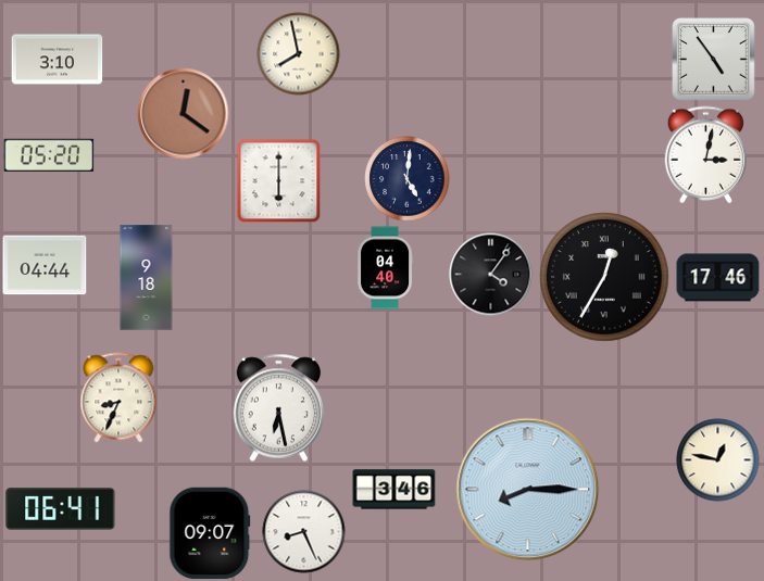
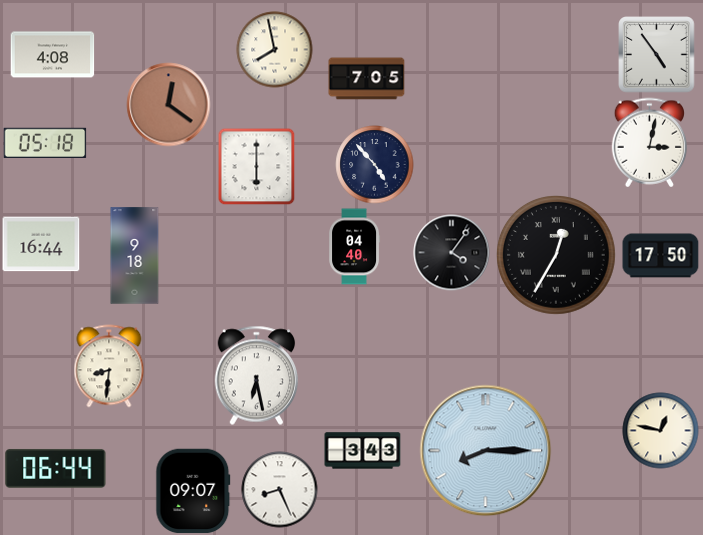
clock at (58, 60): 3:10 -> 4:08
clock at (367, 79): none -> 7:05
clock at (49, 154): 05:20 -> 05:18
clock at (408, 179): 5:01 -> 4:53
clock at (45, 265): 04:44 -> 16:44
clock at (718, 278): 17:46 -> 17:50
clock at (118, 397): 8:34 -> 8:31
clock at (718, 460) position: (718, 460) -> (661, 431)
clock at (394, 490): 3:46 -> 3:43
clock at (61, 508): 06:41 -> 06:44
